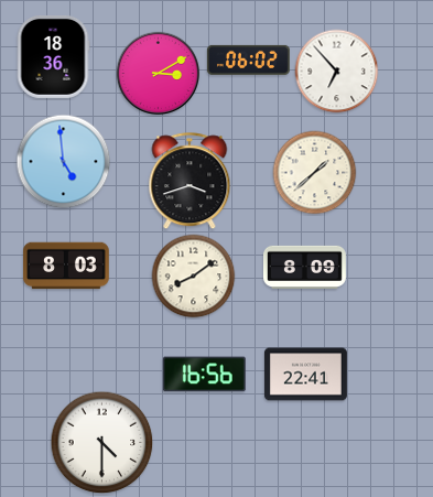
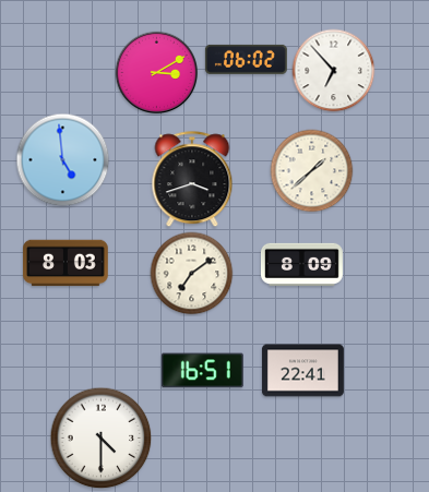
clock at (53, 56): 18:36 -> none
clock at (190, 182) position: (190, 182) -> (192, 180)
clock at (194, 277): 8:09 -> 7:09
clock at (204, 375): 16:56 -> 16:51
